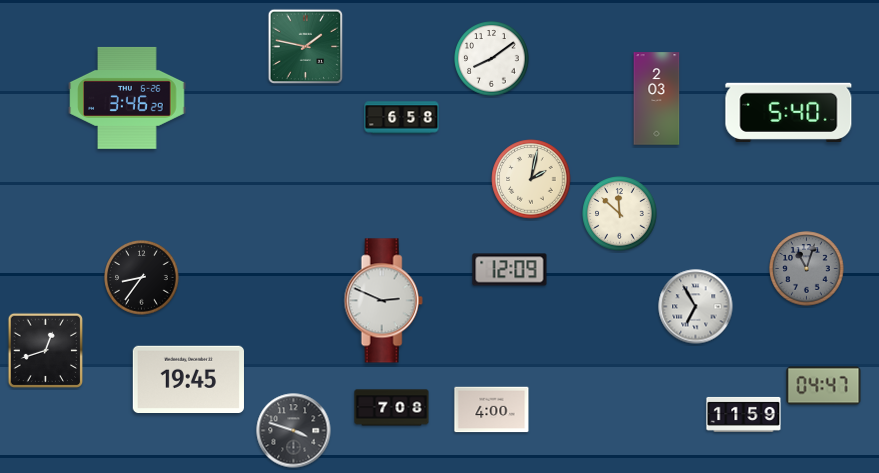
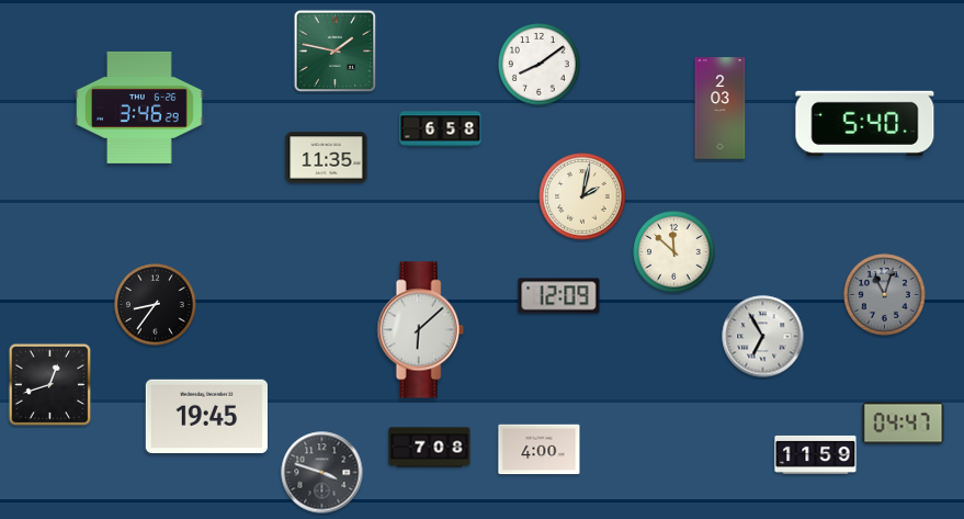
clock at (327, 158): none -> 11:35
clock at (620, 214) position: (620, 214) -> (674, 252)
clock at (383, 301): 2:49 -> 6:08
